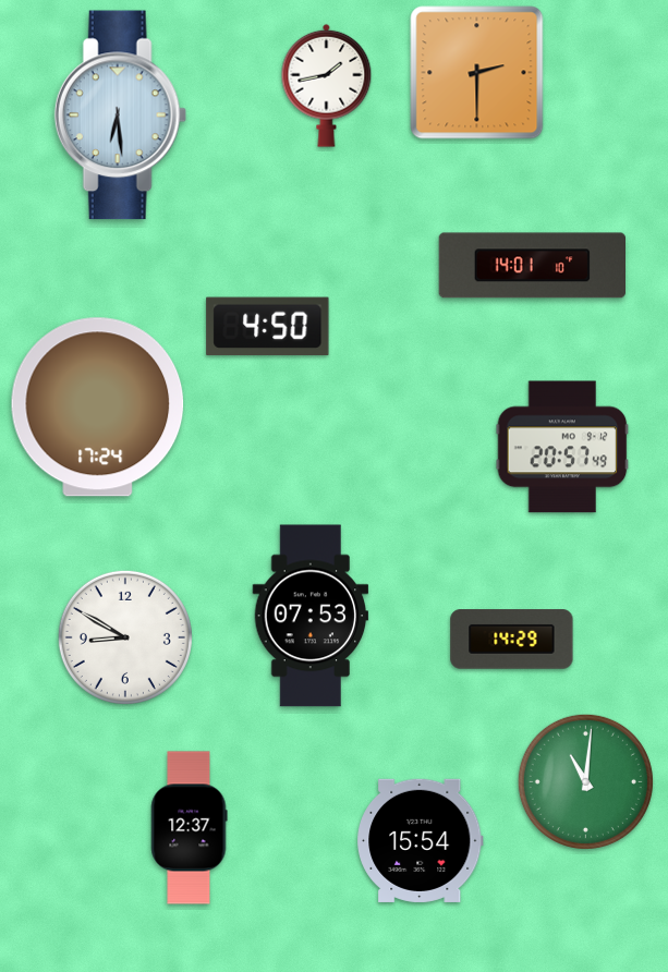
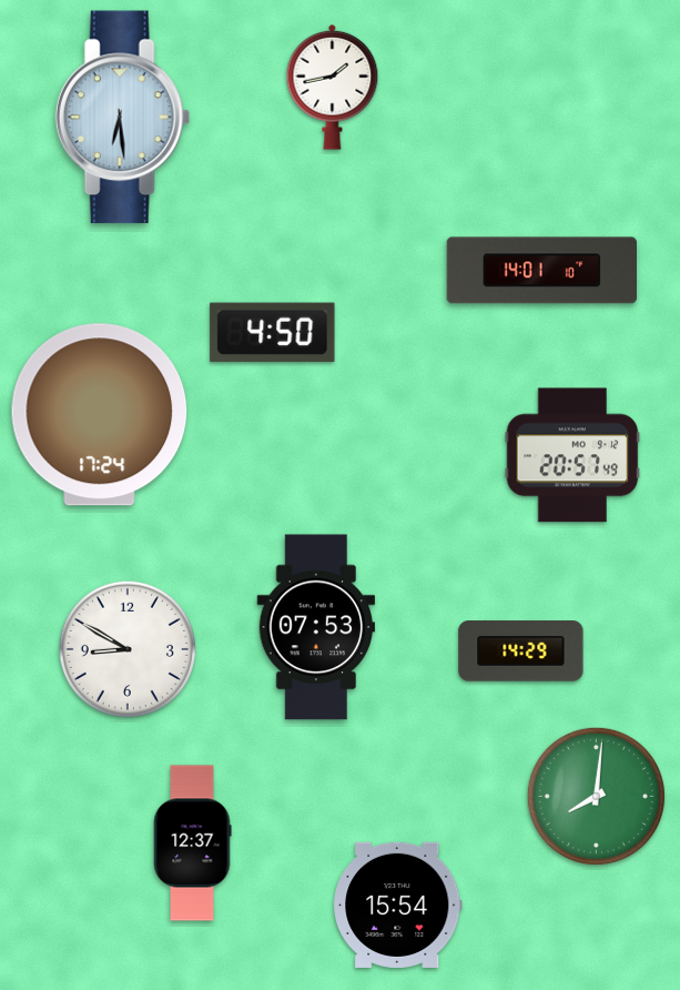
clock at (477, 73): 2:30 -> none
clock at (585, 781): 11:01 -> 8:01
clock at (421, 840) position: (421, 840) -> (398, 905)
